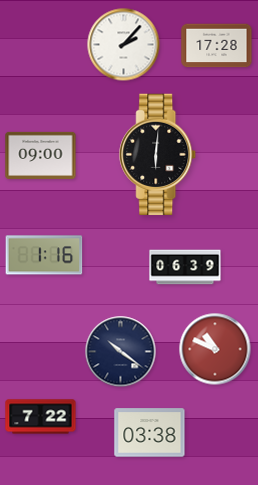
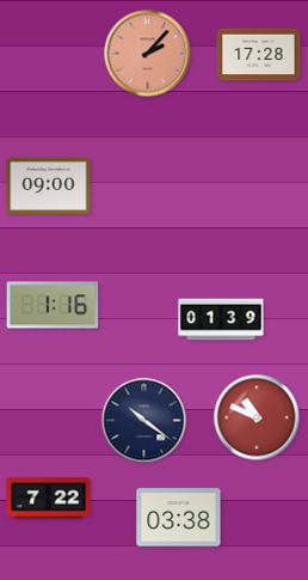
clock at (124, 45) dial: white -> salmon
clock at (158, 155): 6:01 -> none
clock at (185, 267): 06:39 -> 01:39
